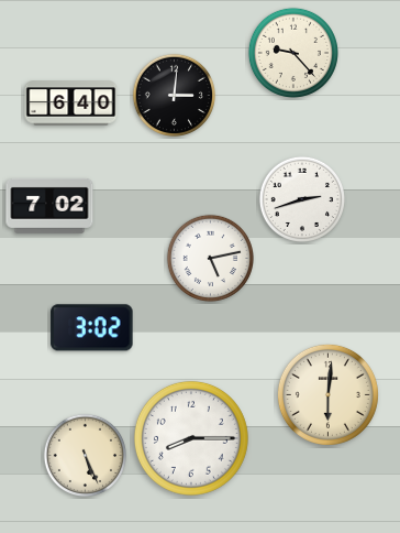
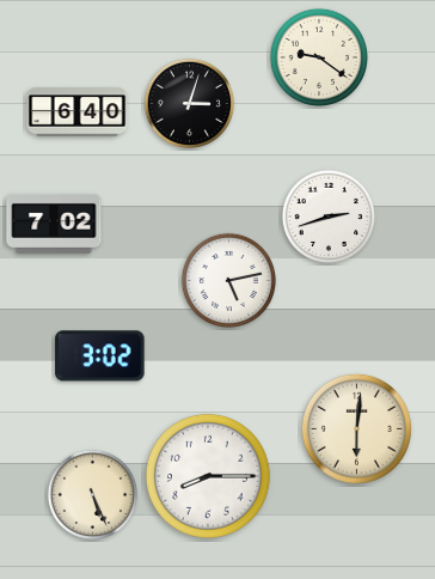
clock at (293, 53): 9:23 -> 9:21
clock at (174, 95): 3:01 -> 3:03
